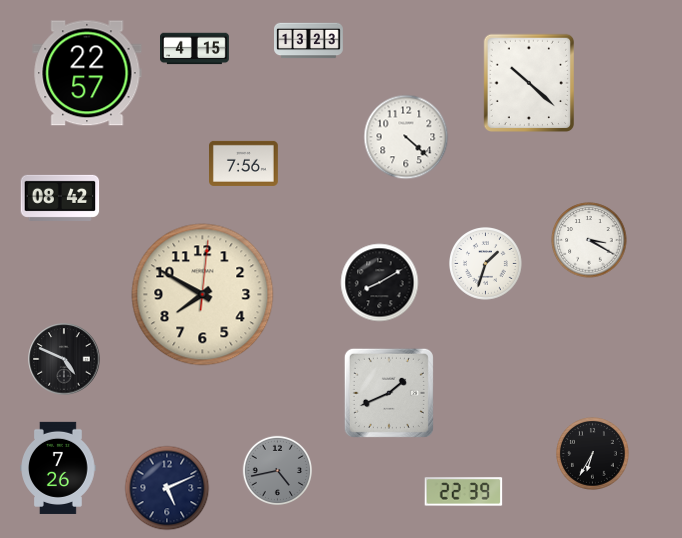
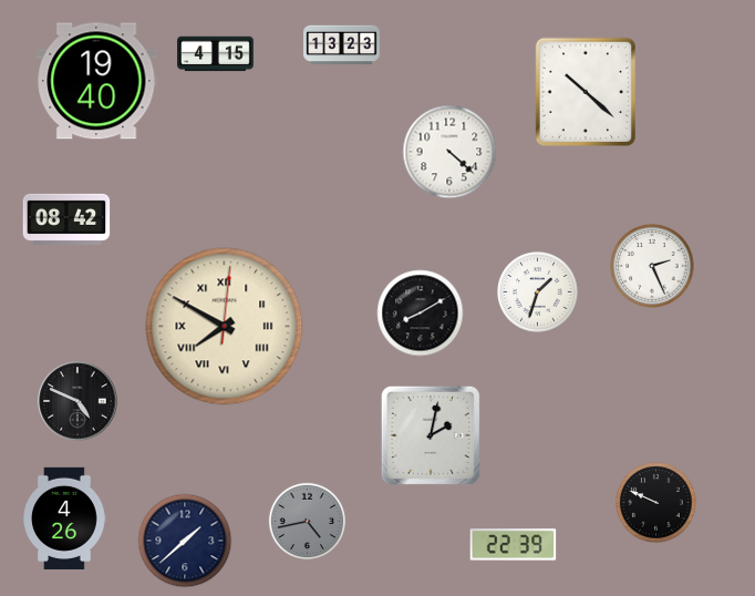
clock at (87, 73): 22:57 -> 19:40
clock at (244, 163): 7:56 -> none
clock at (589, 240): 3:20 -> 2:26
clock at (203, 295) numerals: Arabic -> Roman
clock at (64, 359) position: (64, 359) -> (77, 401)
clock at (389, 393): 1:41 -> 2:02
clock at (593, 454): 6:35 -> 9:49
clock at (58, 468): 7:26 -> 4:26
clock at (167, 488): 5:11 -> 1:38
